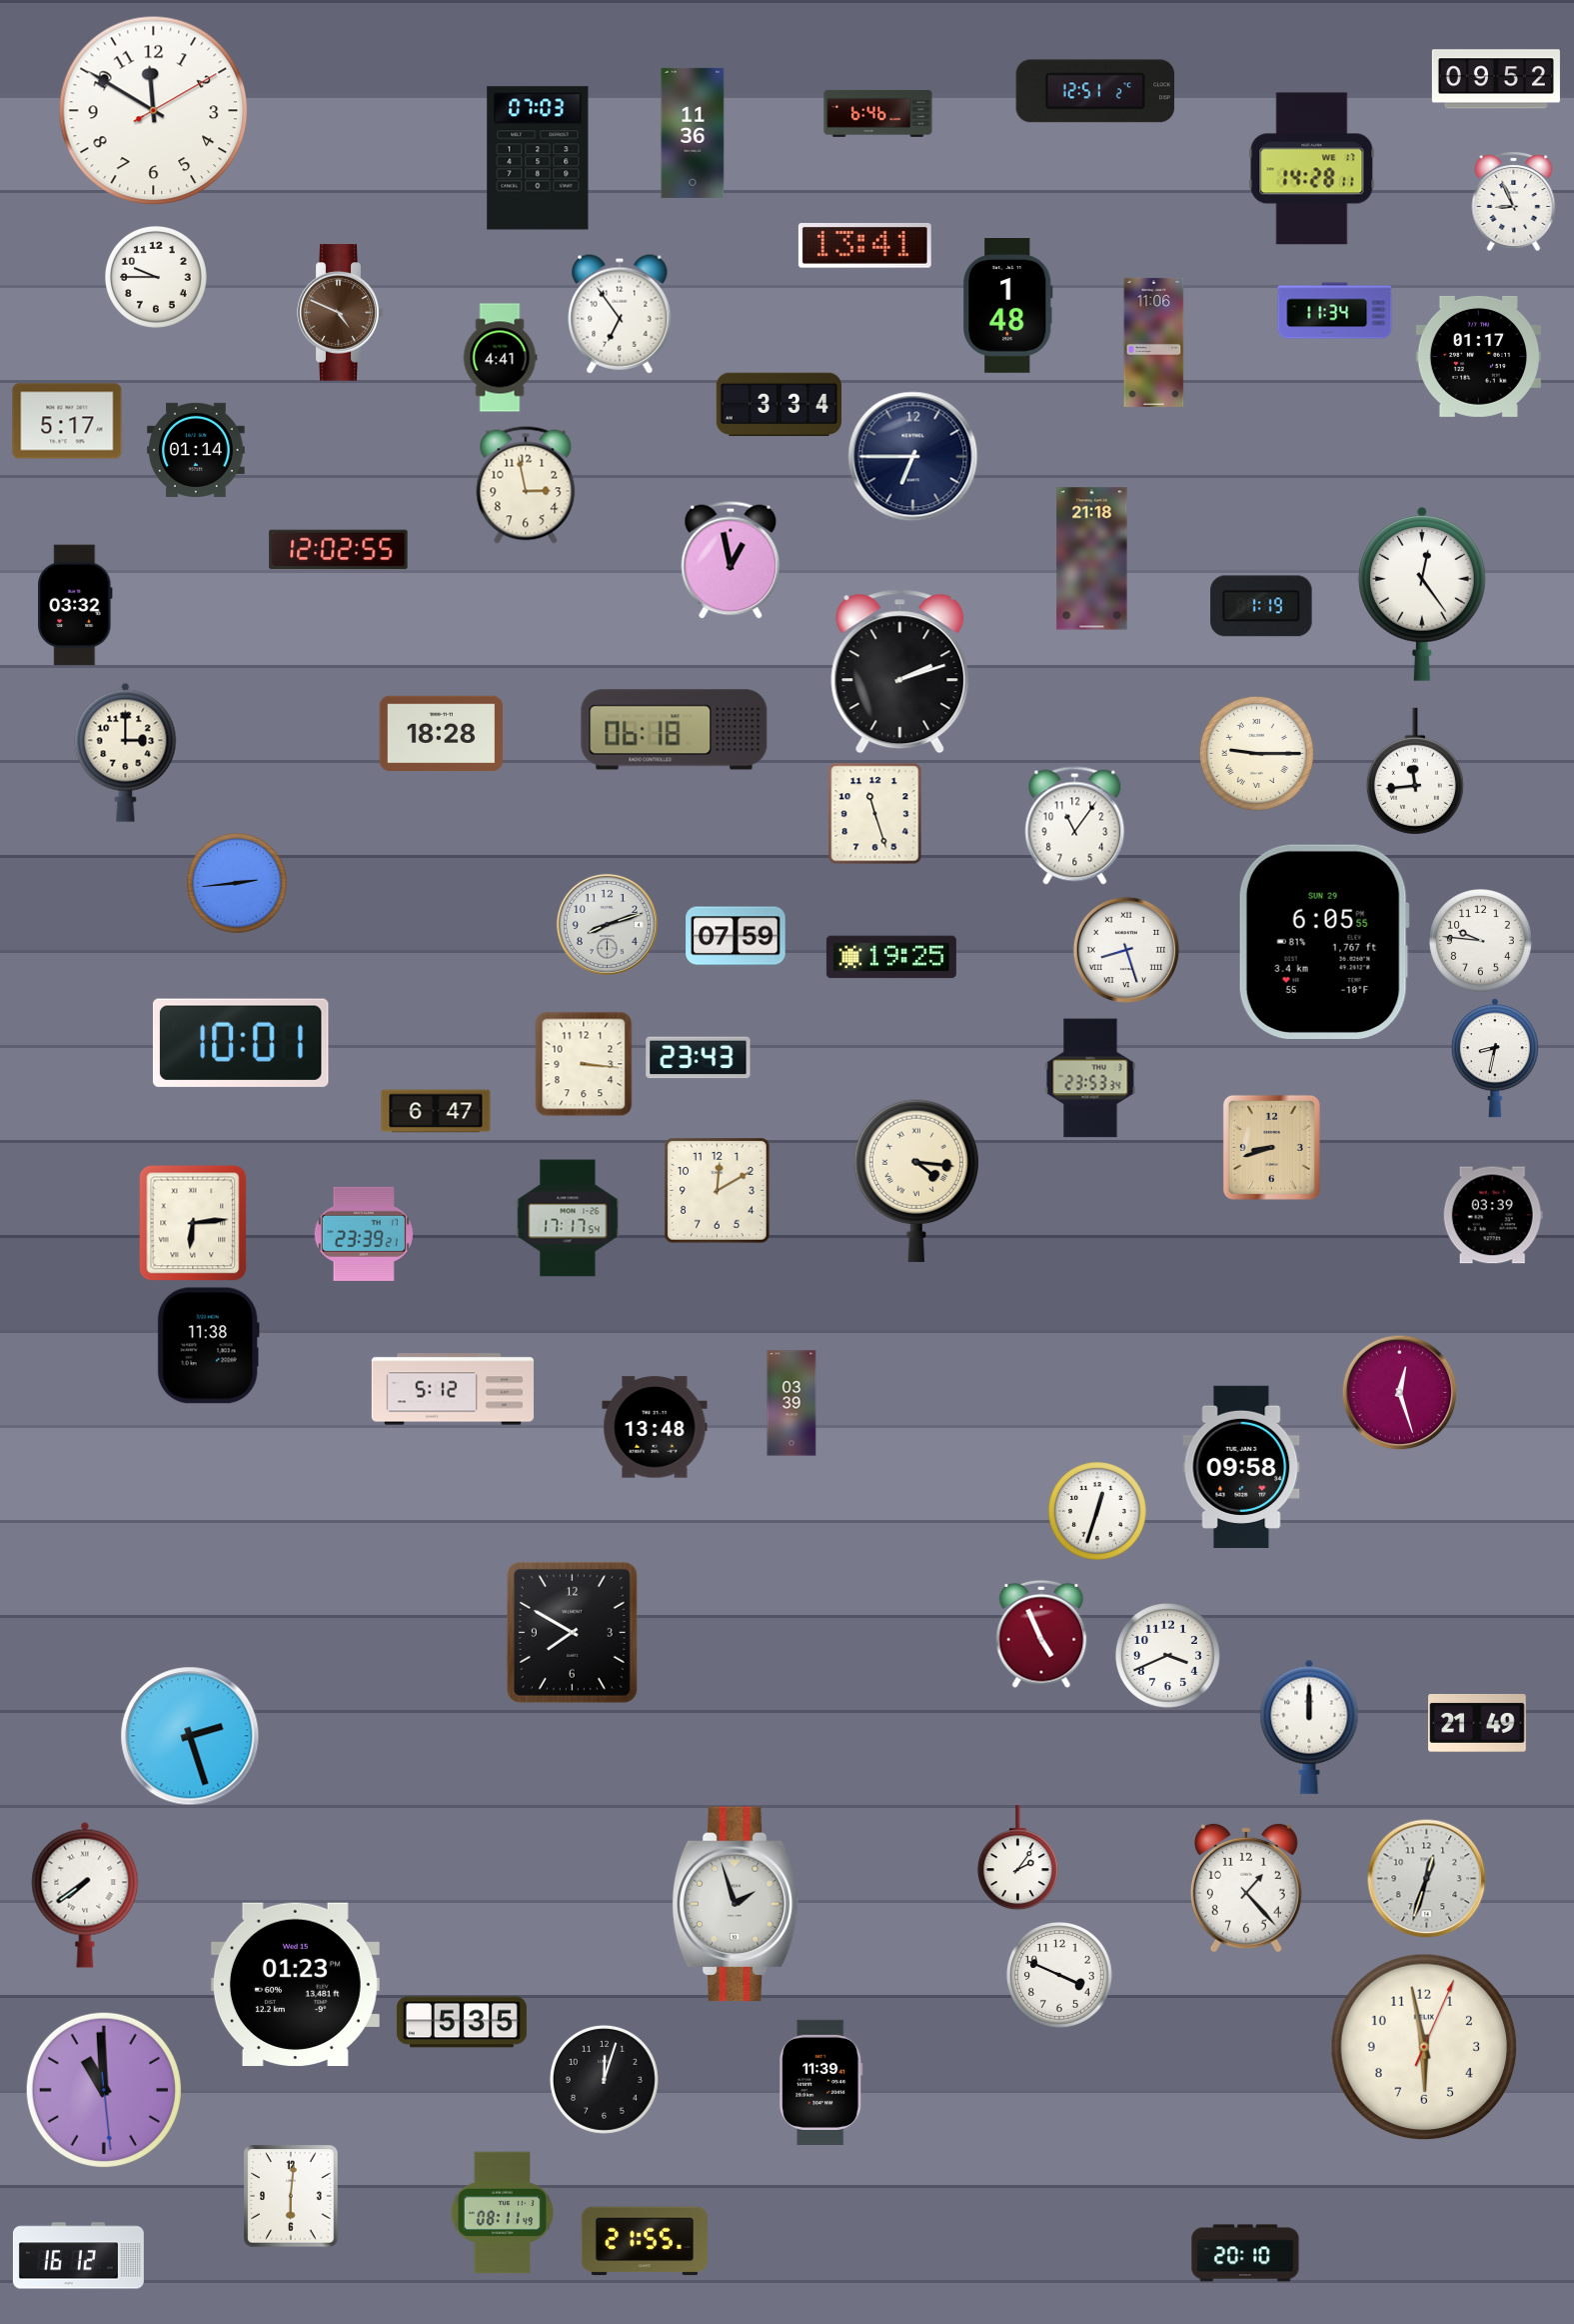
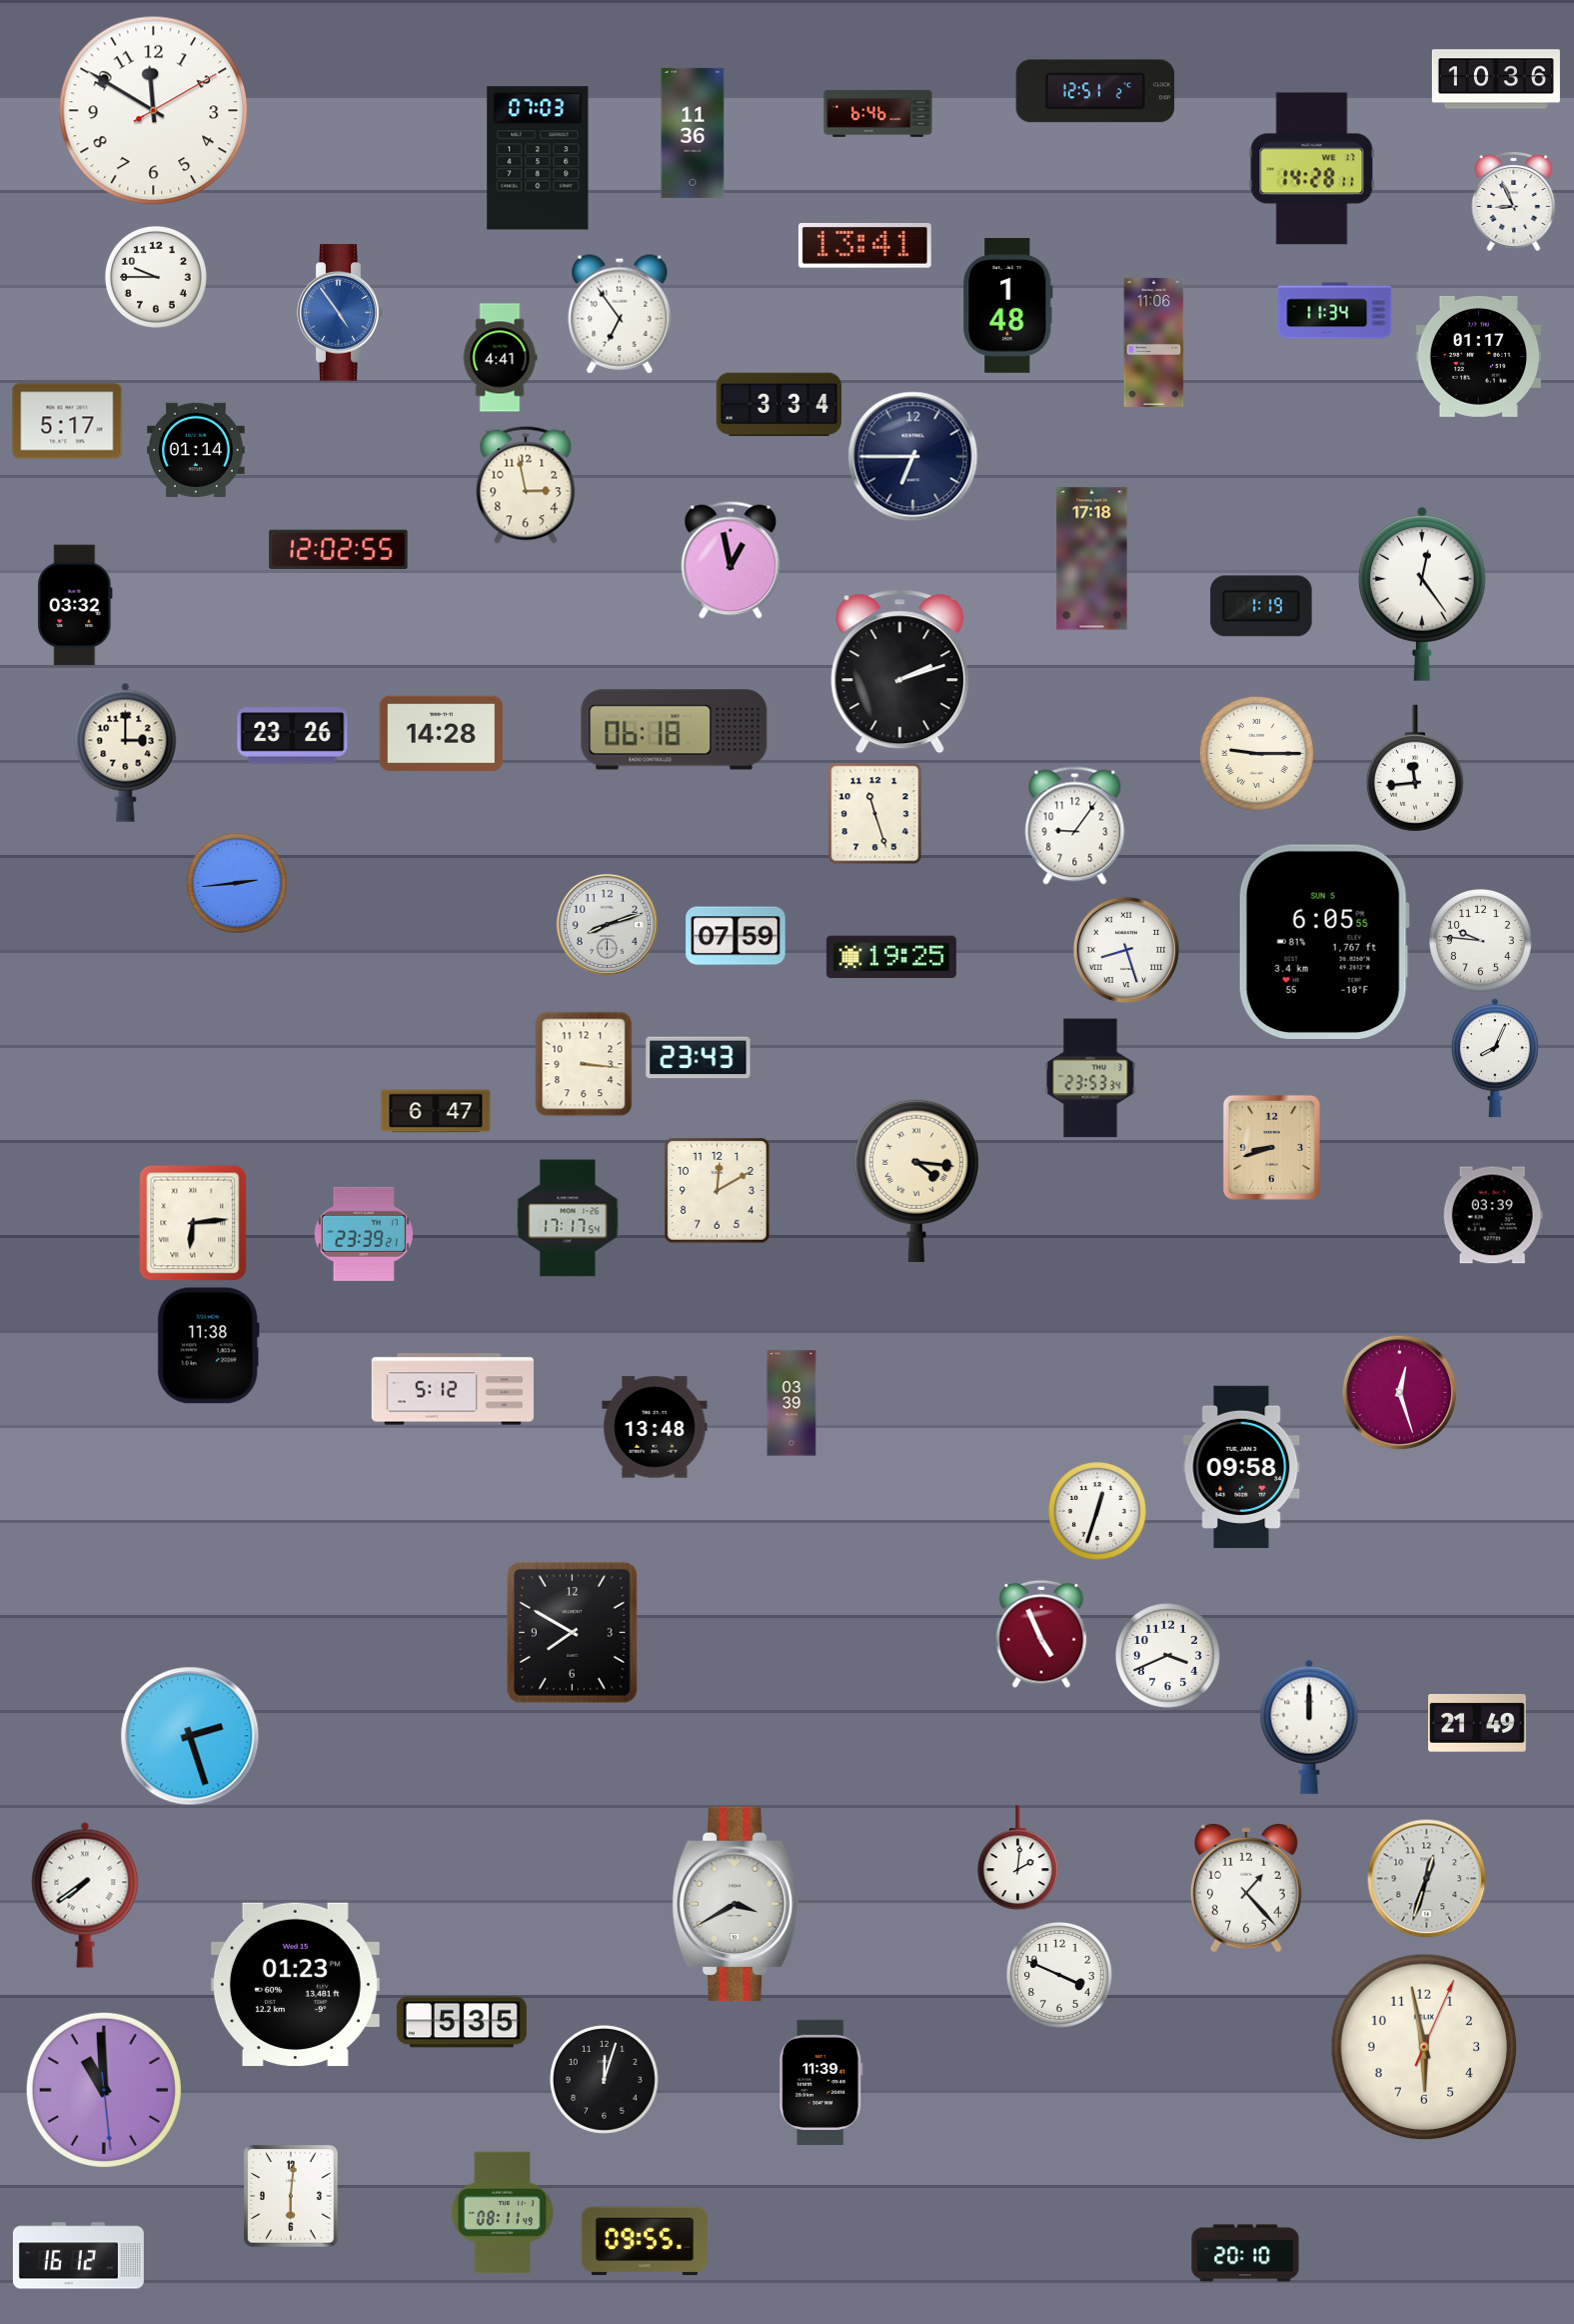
clock at (1496, 79): 09:52 -> 10:36
clock at (341, 313): 4:49 -> 4:54
clock at (341, 313) dial: brown -> blue
clock at (1092, 559): 21:18 -> 17:18
clock at (442, 734): 18:28 -> 14:28
clock at (293, 736): none -> 23:26
clock at (1415, 771) position: (1415, 771) -> (1415, 768)
clock at (1075, 826): 11:06 -> 9:06
clock at (1324, 941) date: SUN 29 -> SUN 5
clock at (241, 1043): 10:01 -> none
clock at (1495, 1058): 8:32 -> 8:04
clock at (1017, 1858): 2:06 -> 2:01
clock at (736, 1904): 1:57 -> 3:40
clock at (645, 2241): 21:55 -> 09:55
